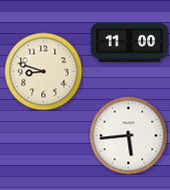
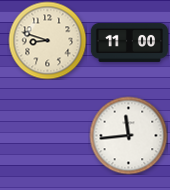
clock at (43, 71) position: (43, 71) -> (47, 40)
clock at (128, 135): 5:44 -> 11:44
